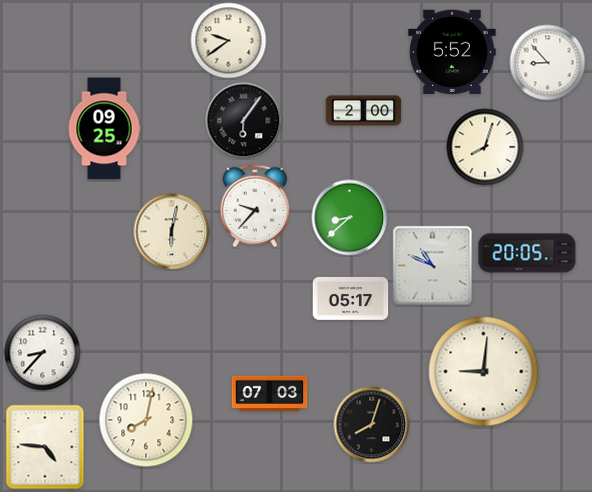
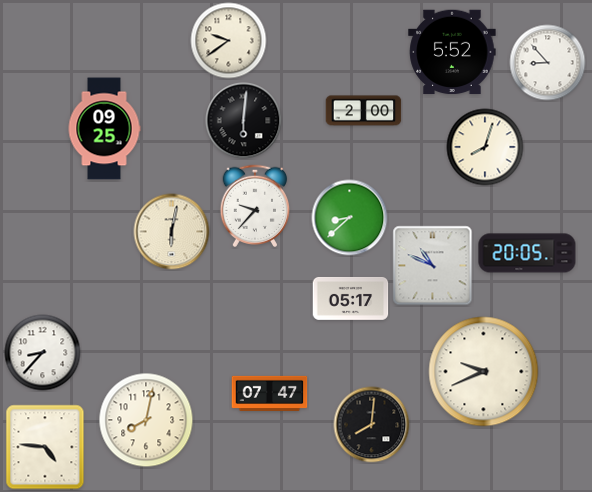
clock at (244, 121): 6:06 -> 6:01
clock at (484, 372): 9:01 -> 9:41
clock at (270, 393): 07:03 -> 07:47
clock at (372, 425): 8:03 -> 8:01
